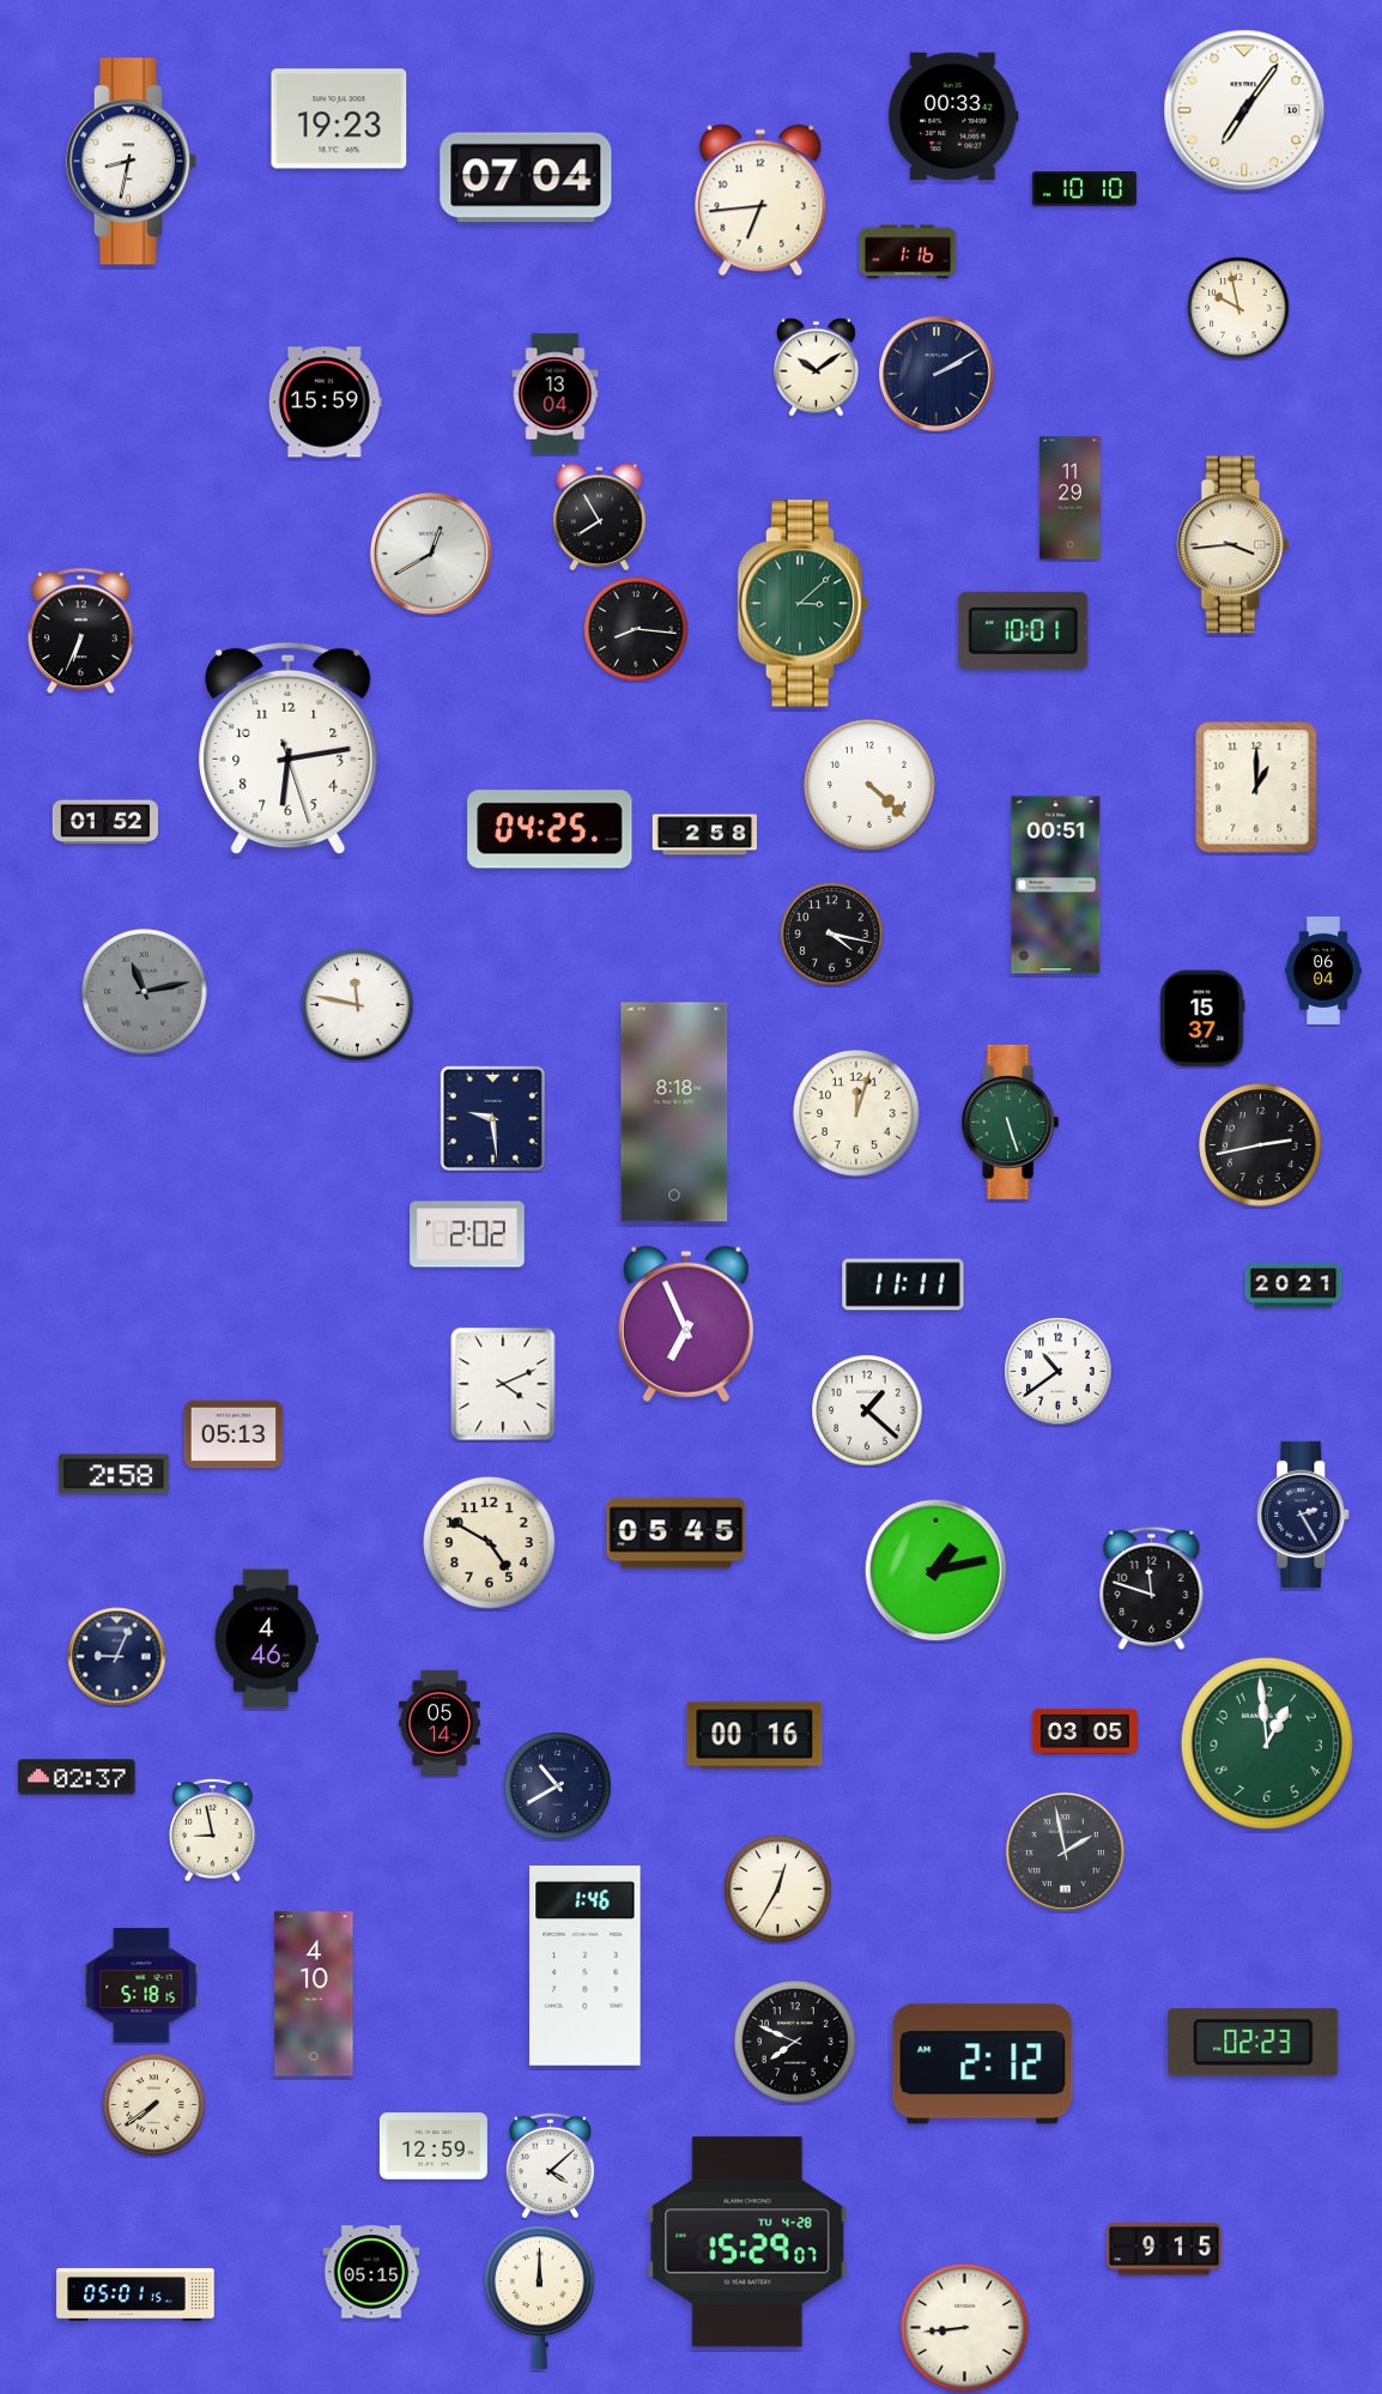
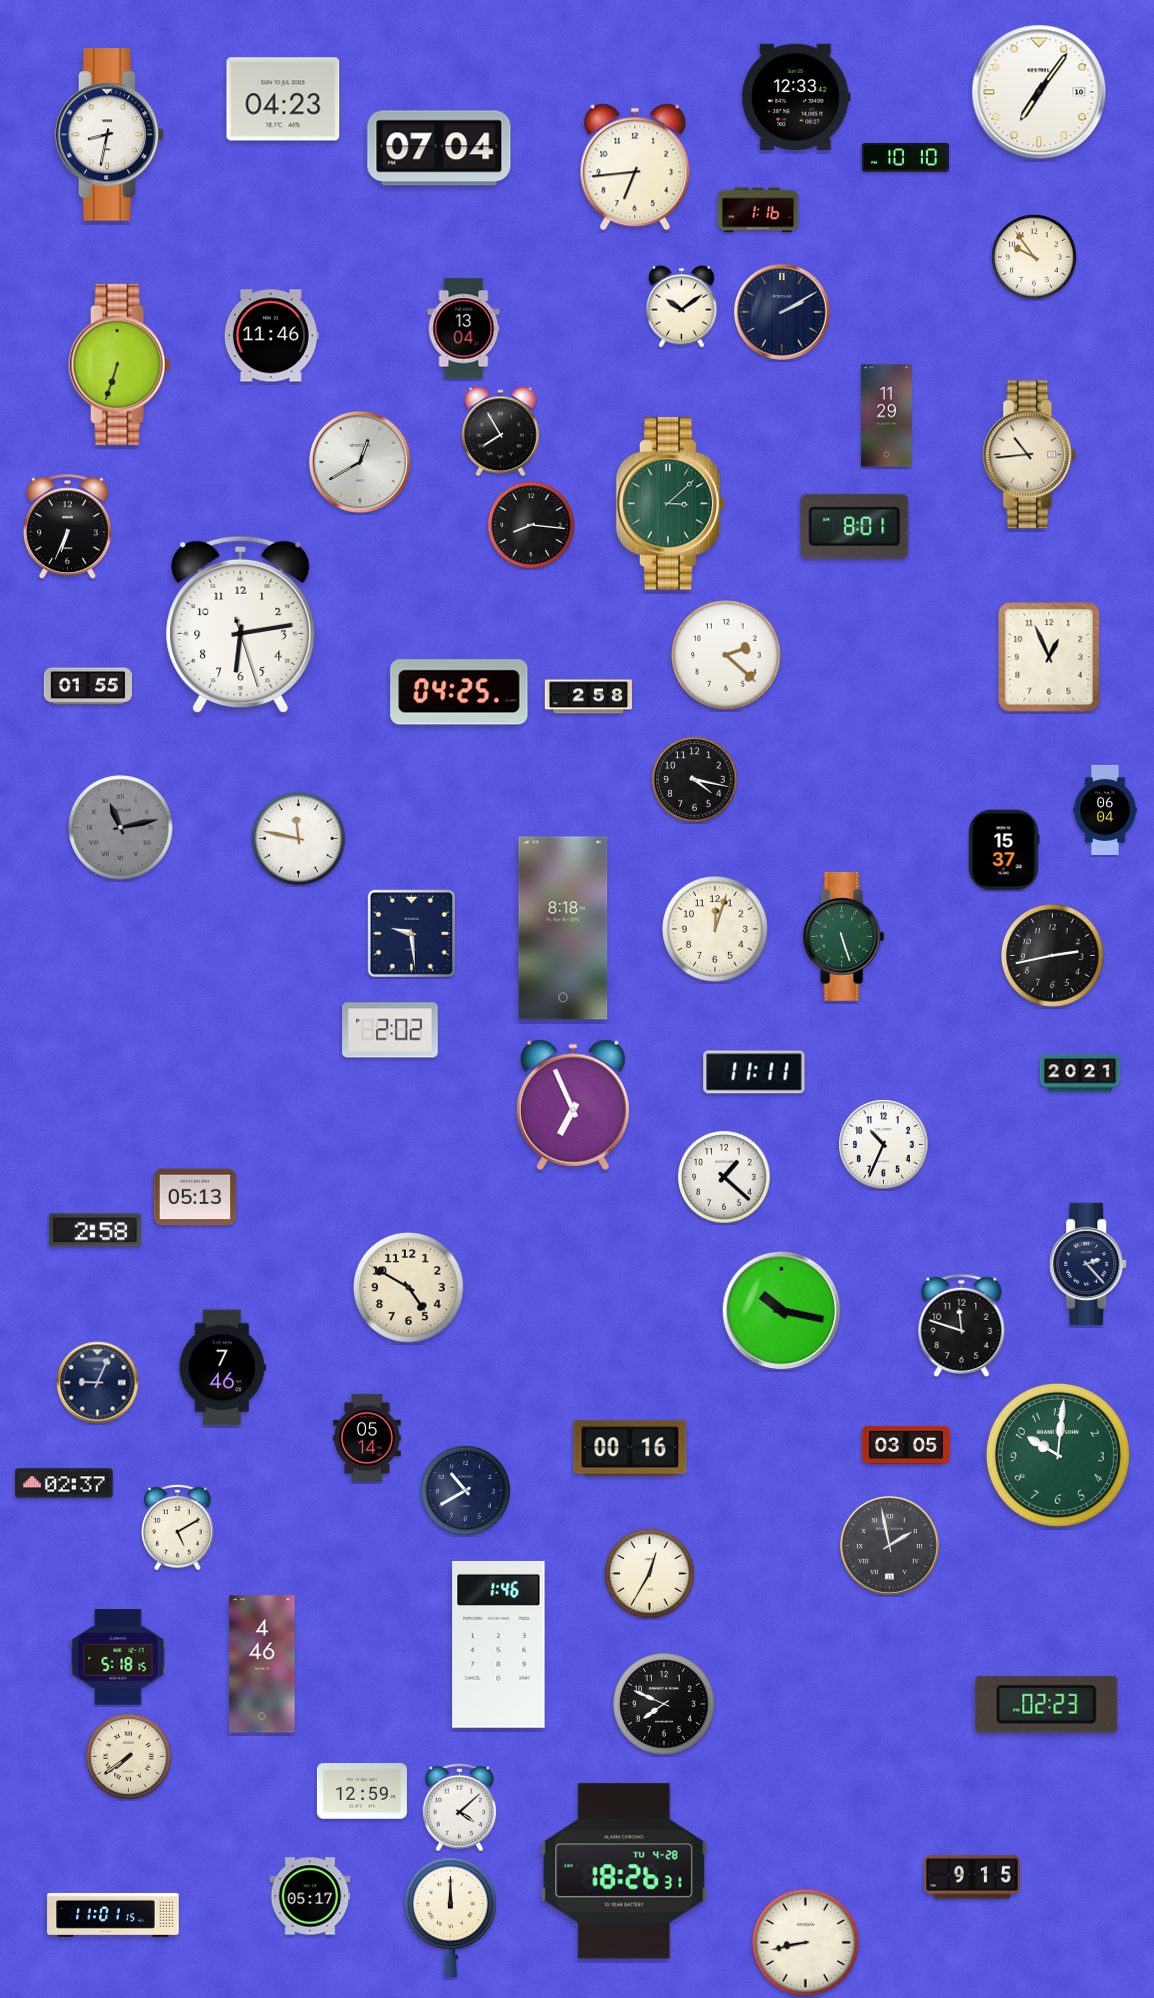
clock at (953, 115): 00:33 -> 12:33
clock at (339, 119): 19:23 -> 04:23
clock at (1238, 308): 9:58 -> 9:54
clock at (325, 403): 15:59 -> 11:46
clock at (120, 364): none -> 6:33
clock at (1071, 498) position: (1071, 498) -> (887, 416)
clock at (1234, 545): 3:44 -> 10:44
clock at (1024, 630): 10:01 -> 8:01
clock at (871, 786): 4:22 -> 2:22
clock at (1256, 787): 1:00 -> 12:56
clock at (105, 822): 01:52 -> 01:55
clock at (1056, 885): 00:51 -> none
clock at (1059, 1372): 10:39 -> 10:34
clock at (503, 1384): 4:11 -> none
clock at (1304, 1513): 2:25 -> 2:23
clock at (677, 1534): 05:45 -> none
clock at (937, 1571): 1:13 -> 10:17
clock at (266, 1639): 4:46 -> 7:46
clock at (1267, 1743): 12:59 -> 10:01
clock at (213, 1830): 8:58 -> 5:10
clock at (778, 1890) position: (778, 1890) -> (650, 1574)
clock at (586, 1965) position: (586, 1965) -> (499, 1644)
clock at (314, 1994): 4:10 -> 4:46
clock at (983, 2064): 2:12 -> none
clock at (747, 2242): 15:29 -> 18:26
clock at (371, 2272): 05:15 -> 05:17
clock at (135, 2295): 05:01 -> 11:01
clock at (965, 2328): 8:44 -> 8:43
